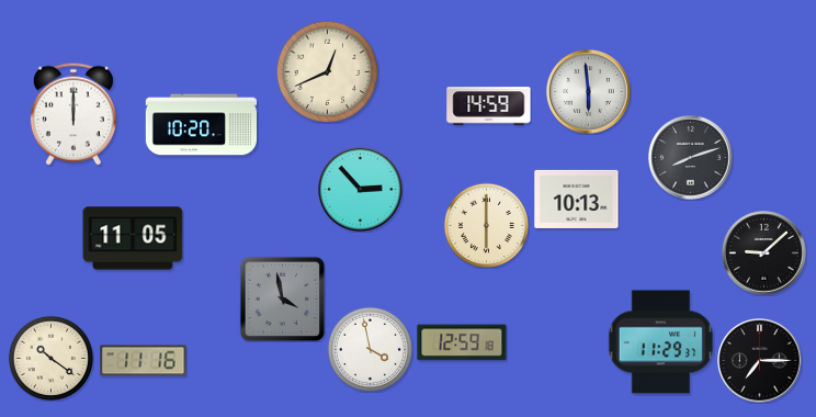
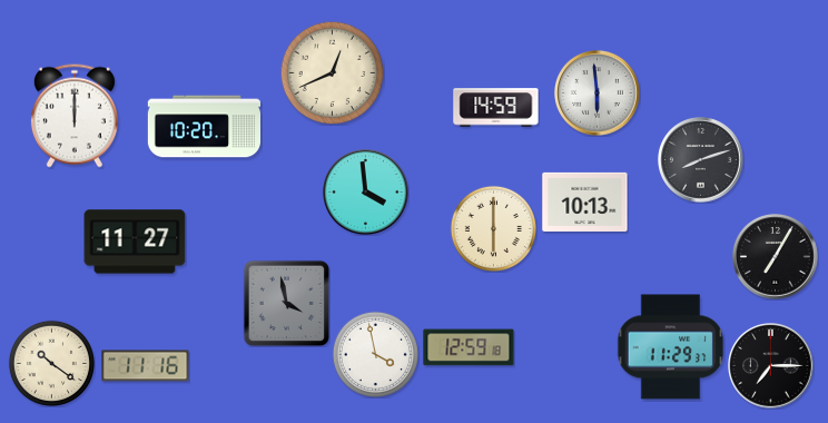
clock at (361, 190): 2:53 -> 3:59
clock at (133, 238): 11:05 -> 11:27
clock at (764, 253): 9:08 -> 7:05
